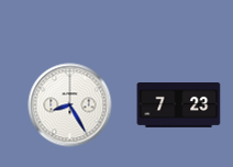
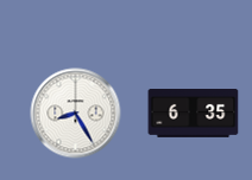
clock at (179, 105): 7:23 -> 6:35
